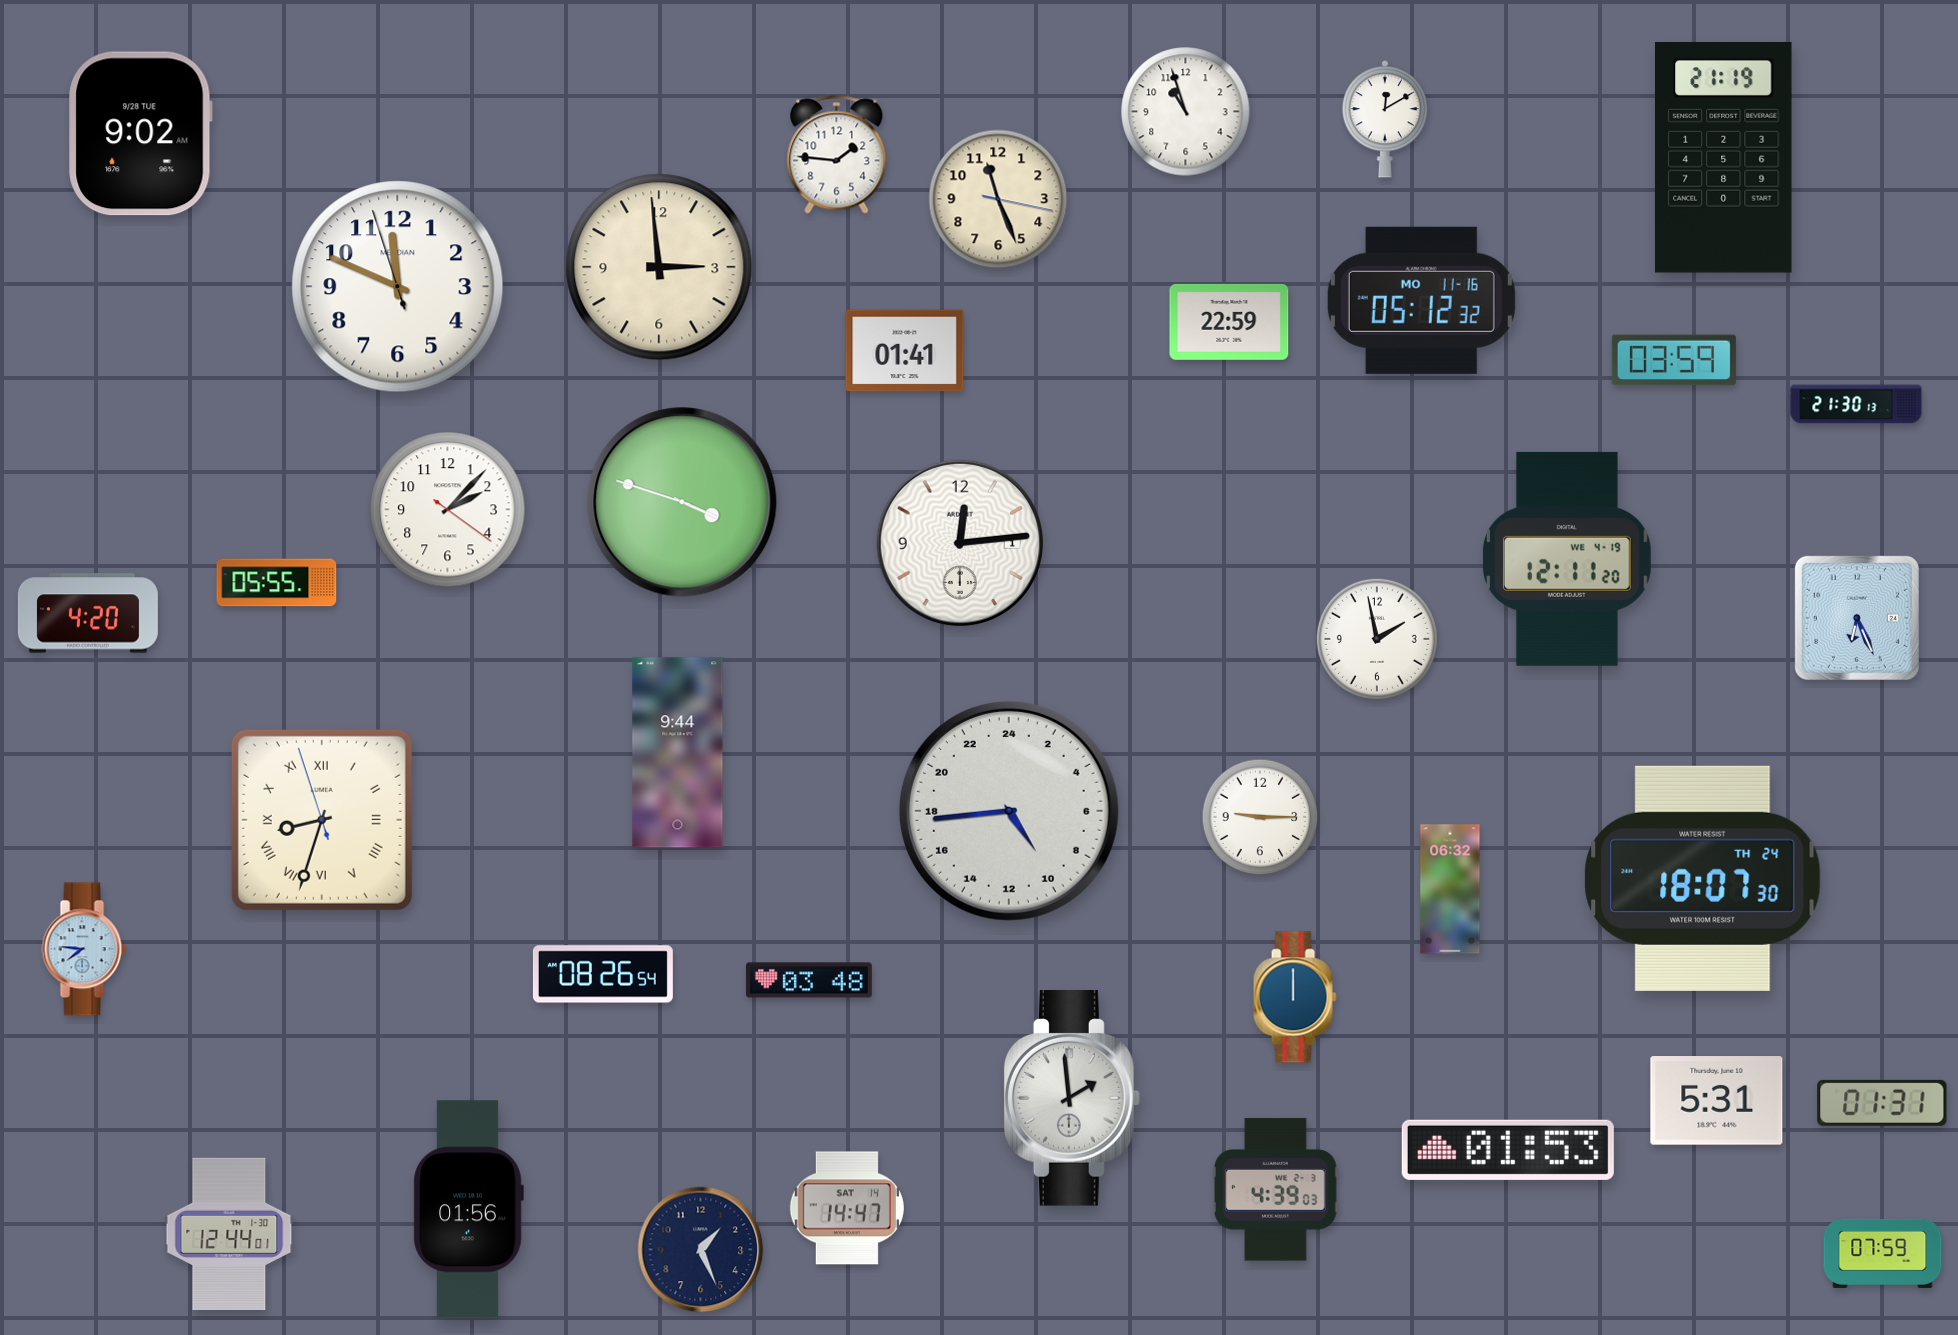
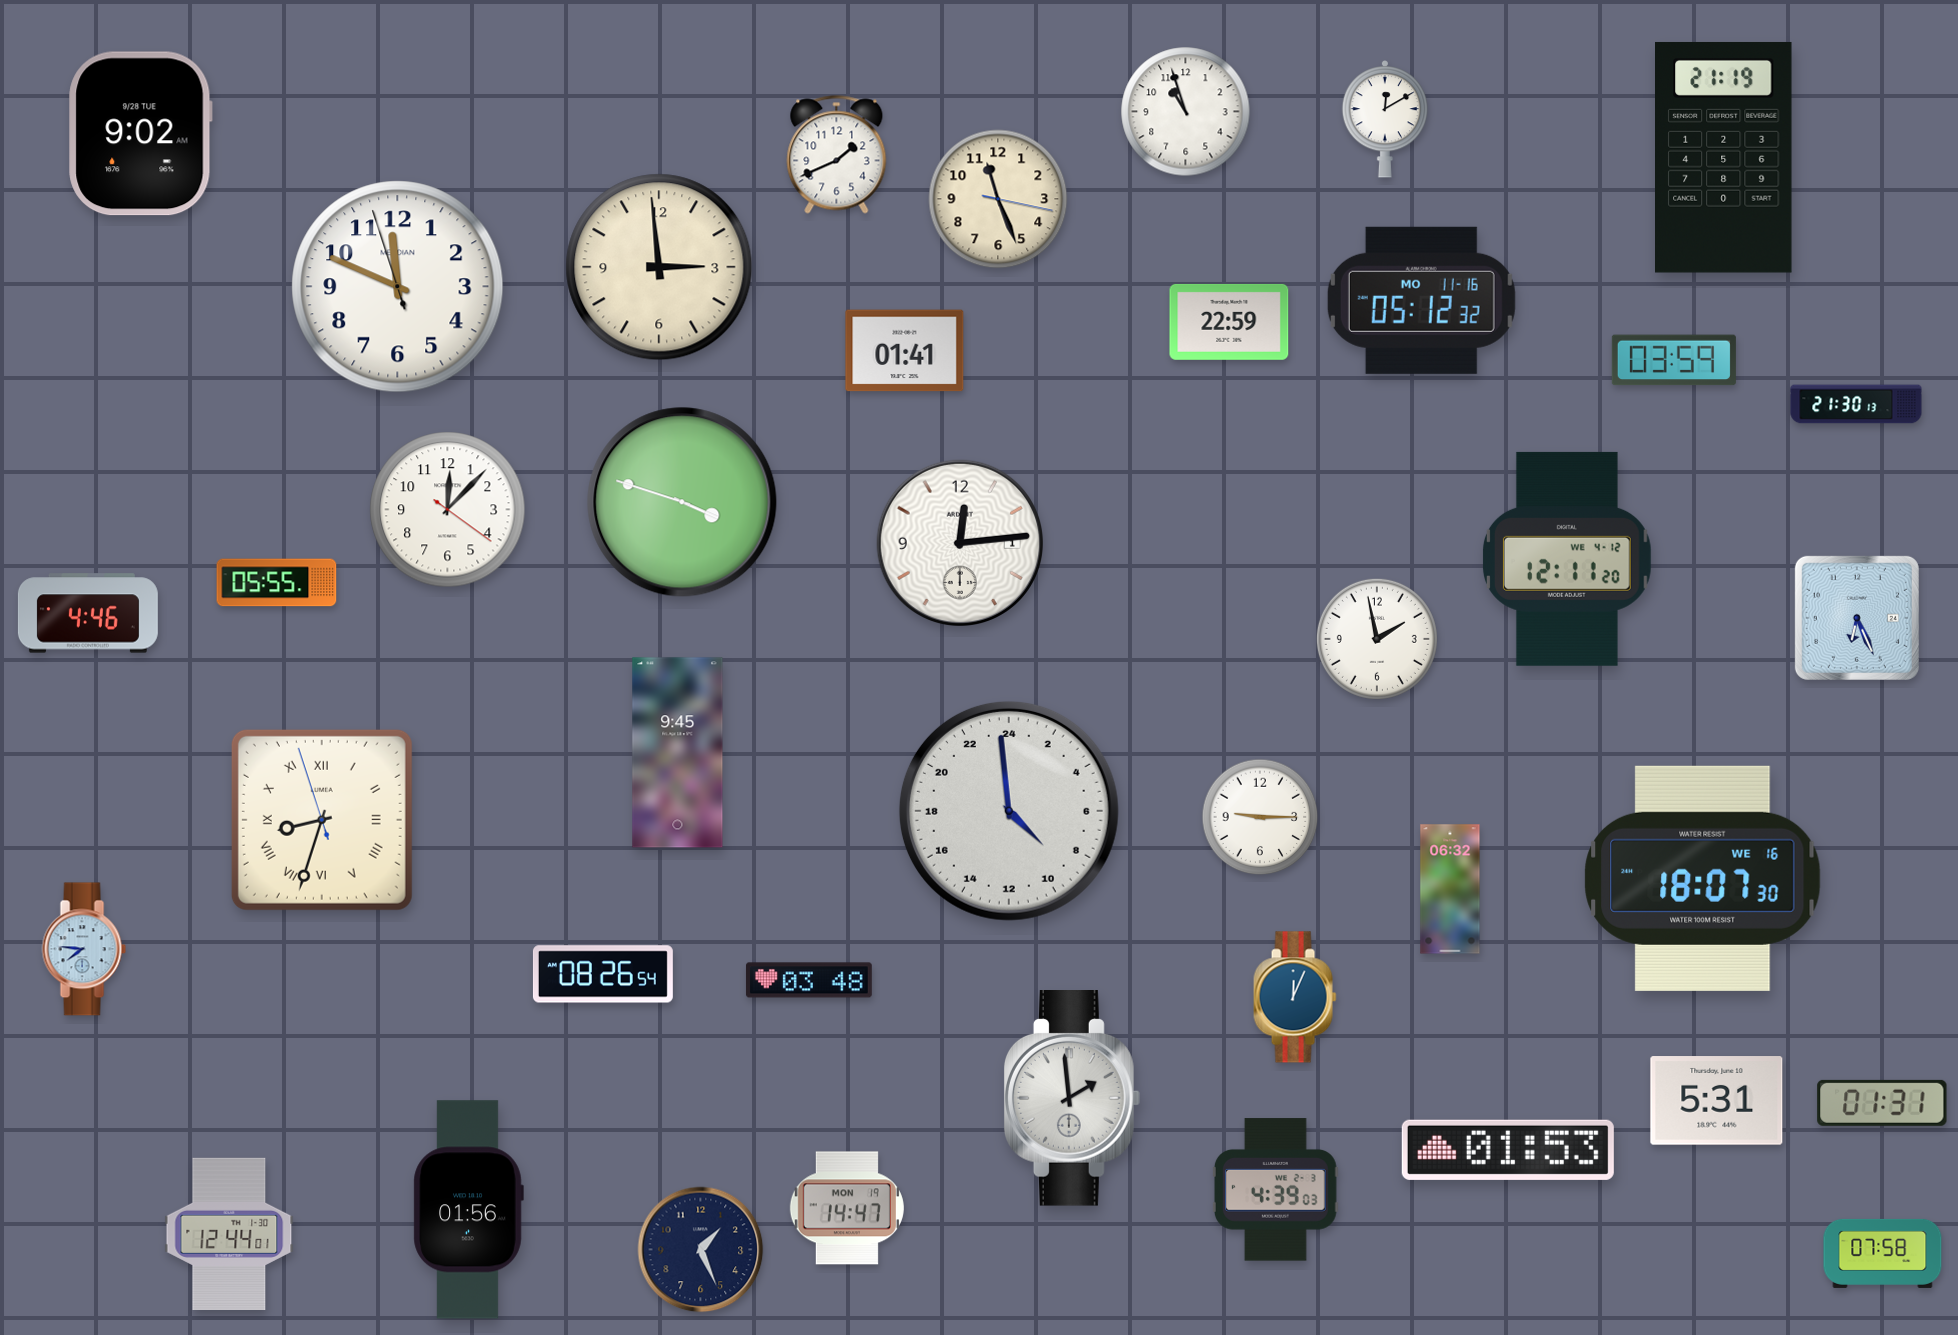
clock at (837, 155): 1:46 -> 1:41
clock at (448, 510): 2:07 -> 12:07
clock at (1567, 559) date: WE 4-19 -> WE 4-12
clock at (88, 613): 4:20 -> 4:46
clock at (678, 753): 9:44 -> 9:45
clock at (1009, 811): 9:44 -> 8:59
clock at (1703, 878) date: TH 24 -> WE 16
clock at (1295, 997): 12:00 -> 12:04
clock at (847, 1208) date: SAT 14 -> MON 19
clock at (1883, 1253): 07:59 -> 07:58
